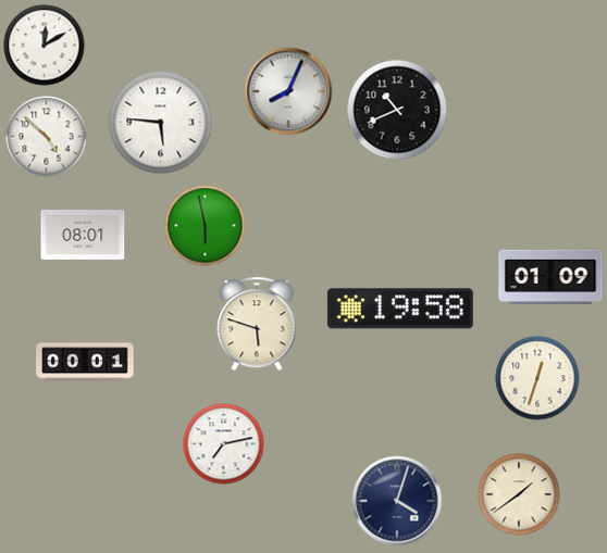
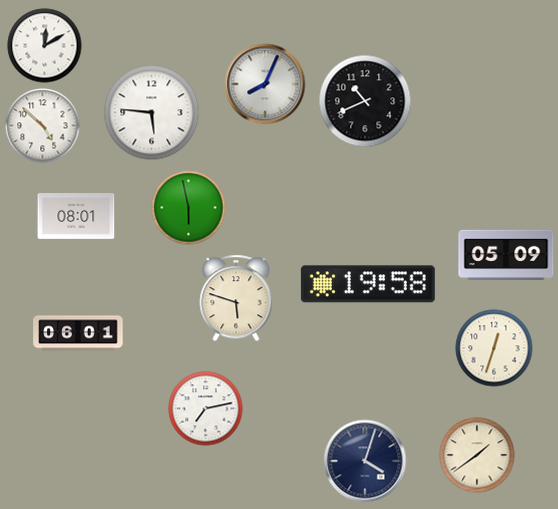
clock at (45, 46) position: (45, 46) -> (45, 46)
clock at (161, 123) position: (161, 123) -> (152, 113)
clock at (550, 277): 01:09 -> 05:09
clock at (85, 362): 00:01 -> 06:01
